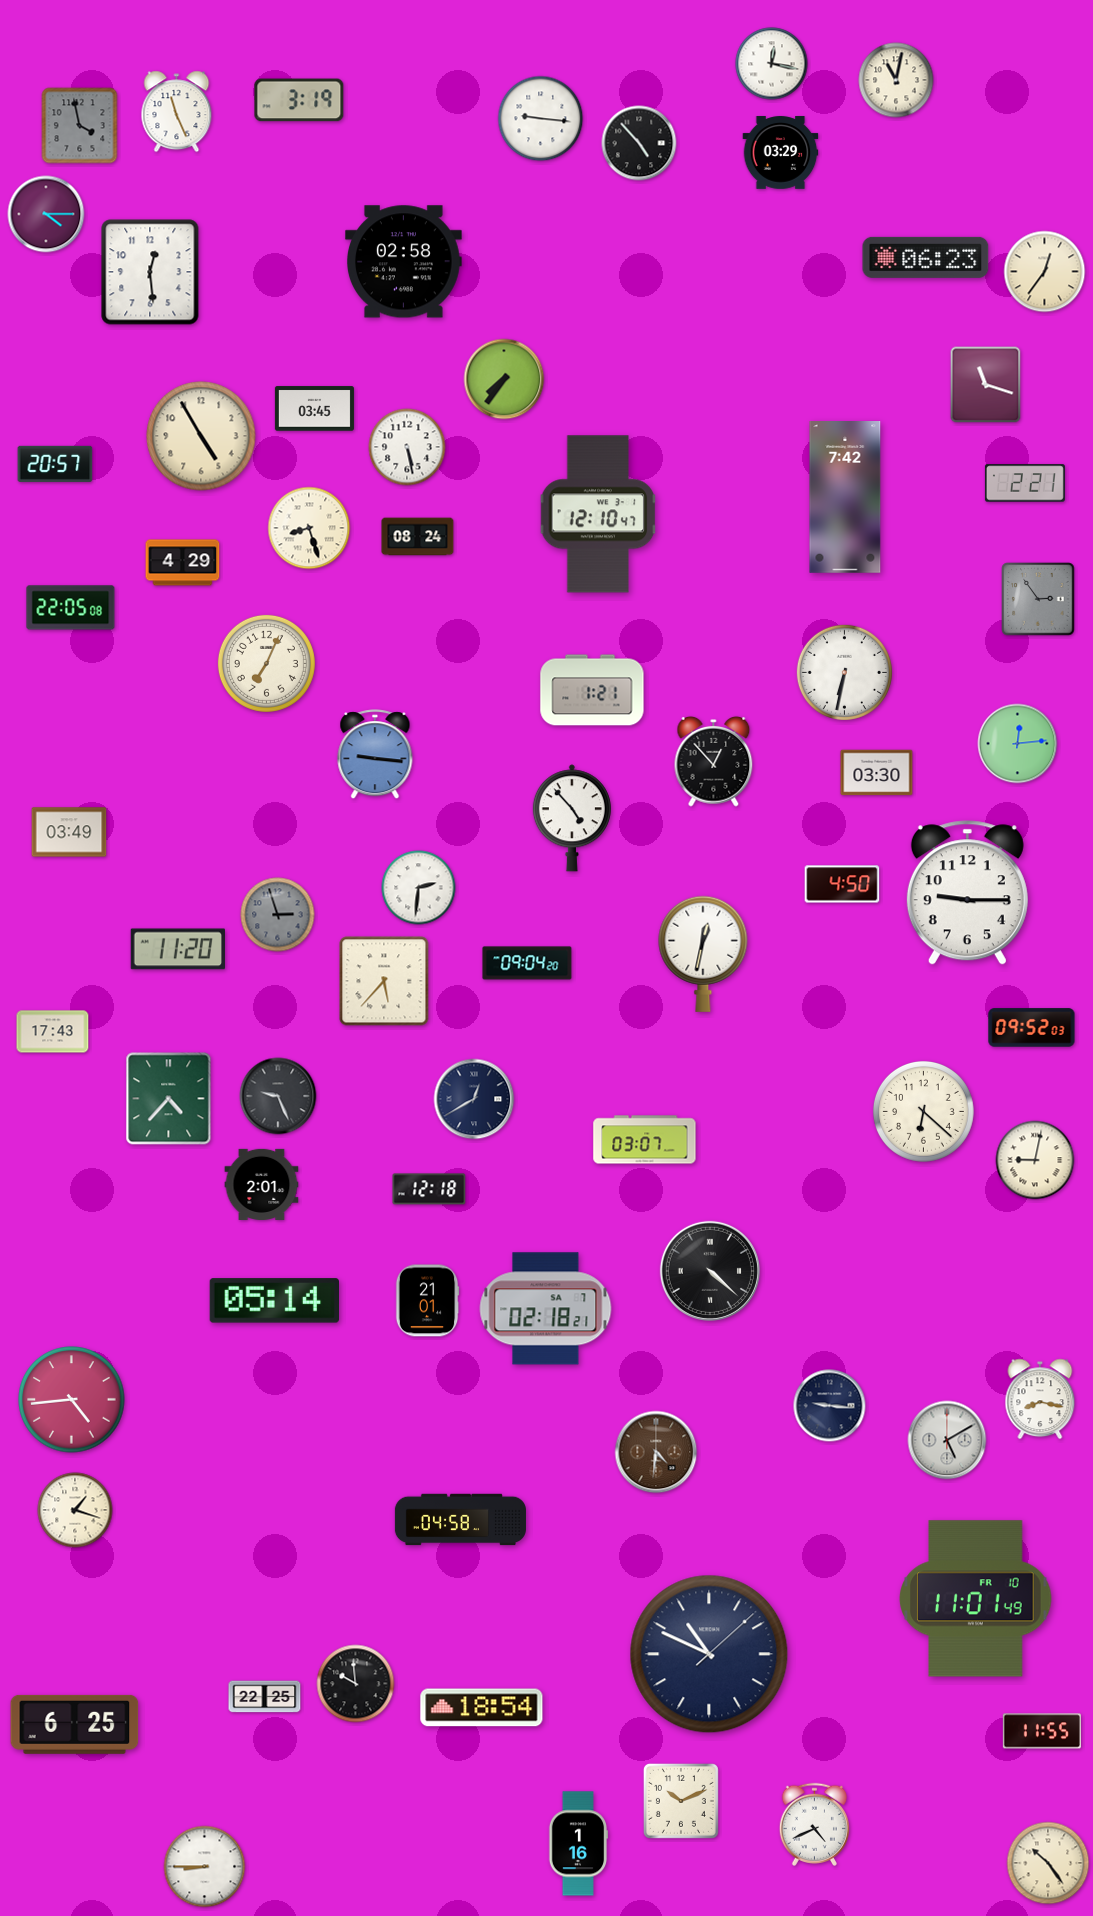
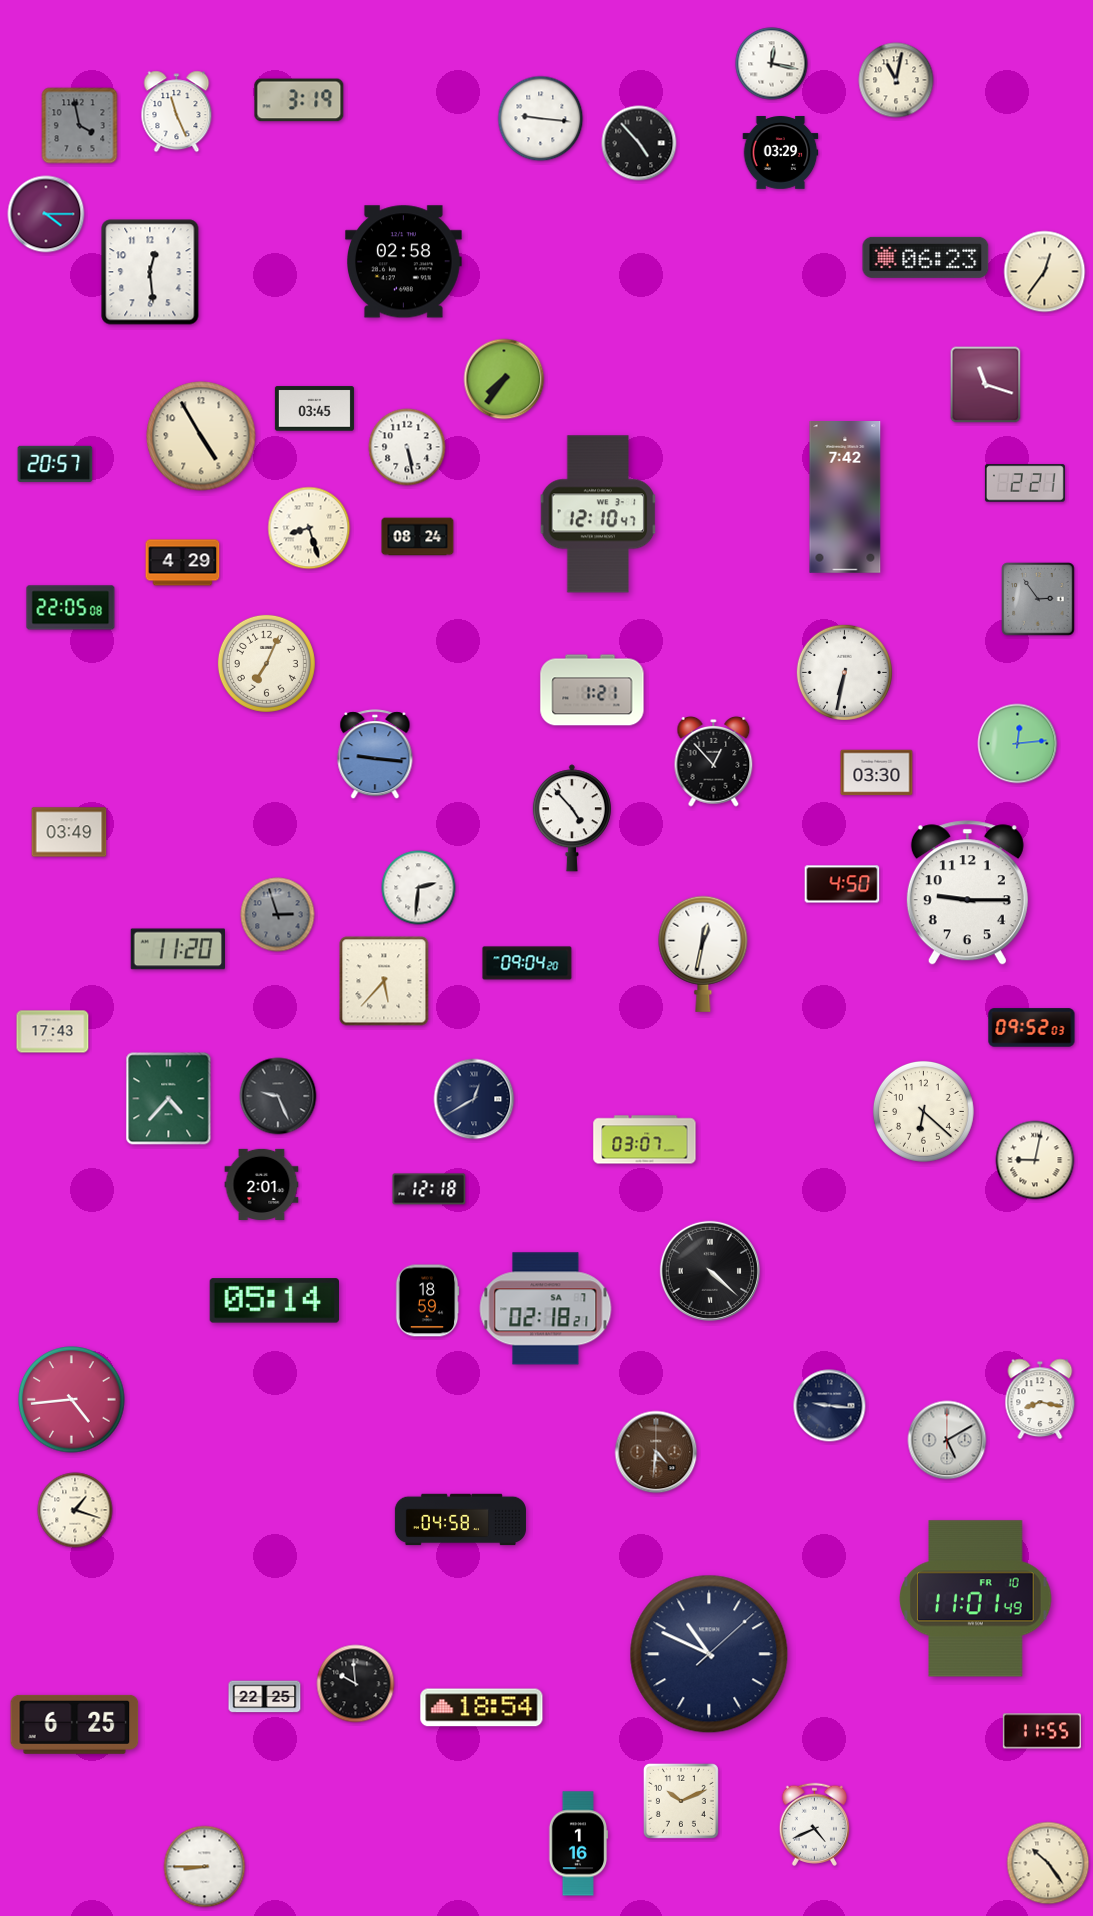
clock at (427, 1301): 21:01 -> 18:59
